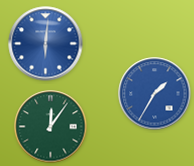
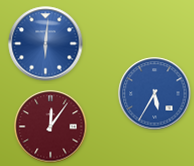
clock at (155, 94): 1:35 -> 5:35
clock at (51, 127) dial: green -> burgundy
